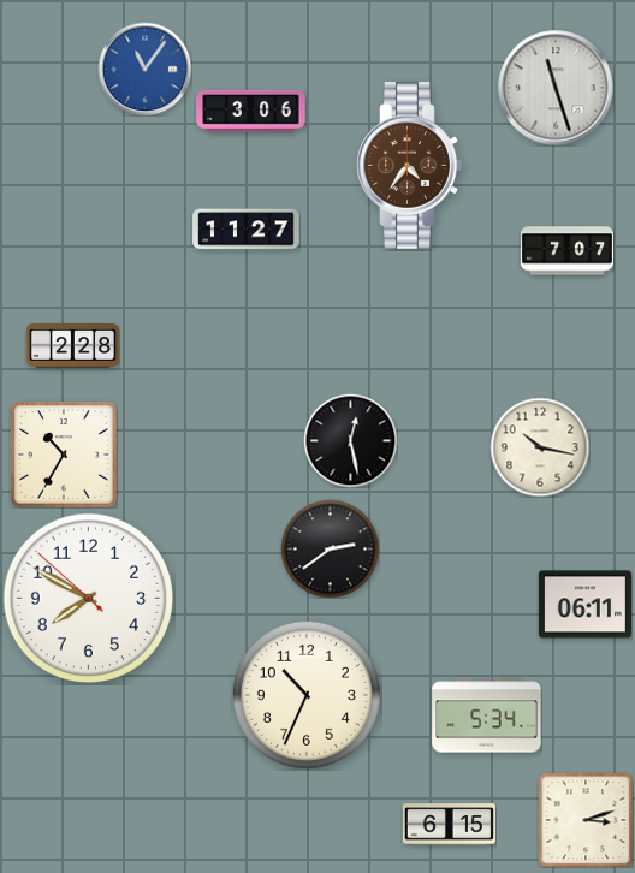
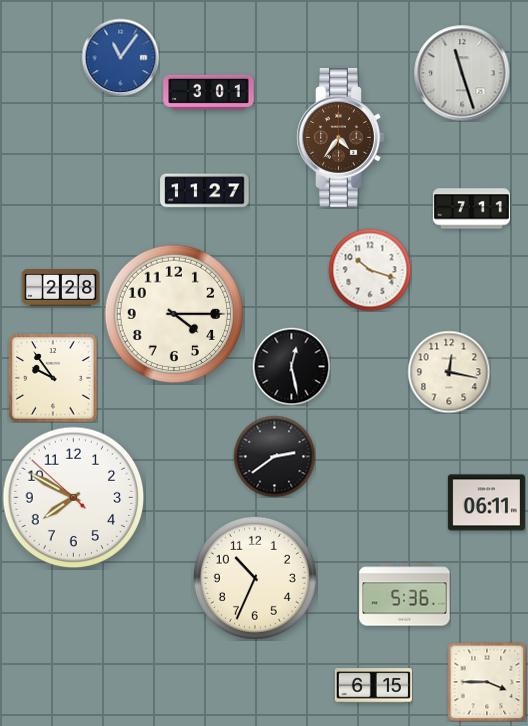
clock at (251, 111): 3:06 -> 3:01
clock at (566, 251): 7:07 -> 7:11
clock at (370, 270): none -> 10:18
clock at (174, 314): none -> 4:15
clock at (540, 447): 10:17 -> 12:17
clock at (64, 455): 10:35 -> 9:54
clock at (487, 715): 5:34 -> 5:36
clock at (586, 820): 3:12 -> 3:45
